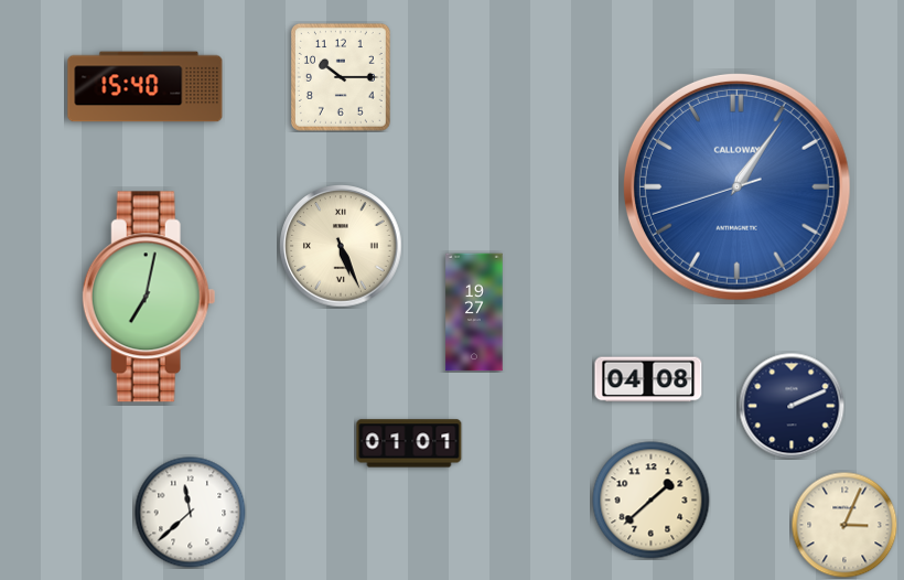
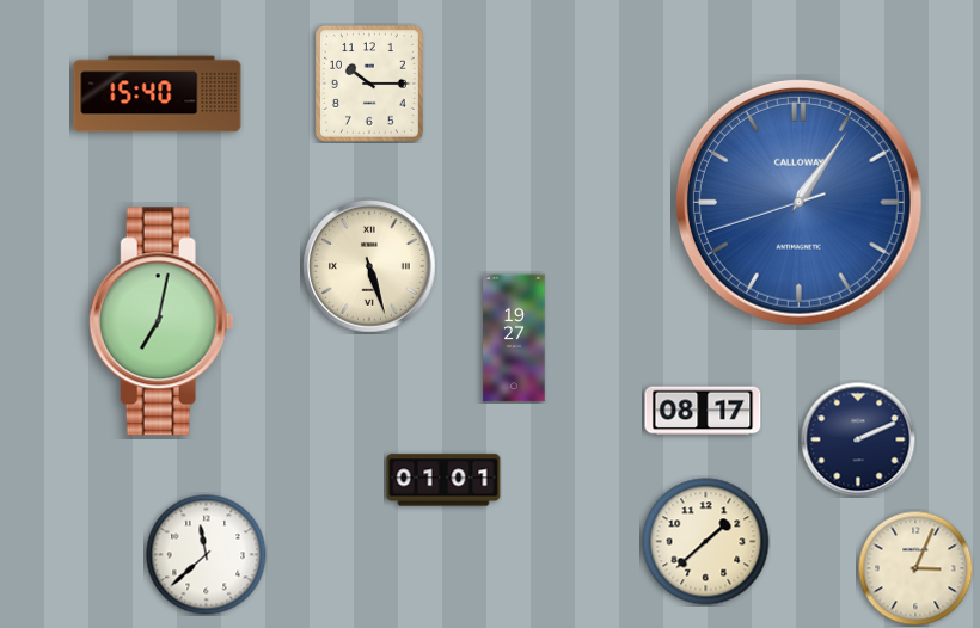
clock at (341, 246): 5:26 -> 5:27
clock at (648, 379): 04:08 -> 08:17
